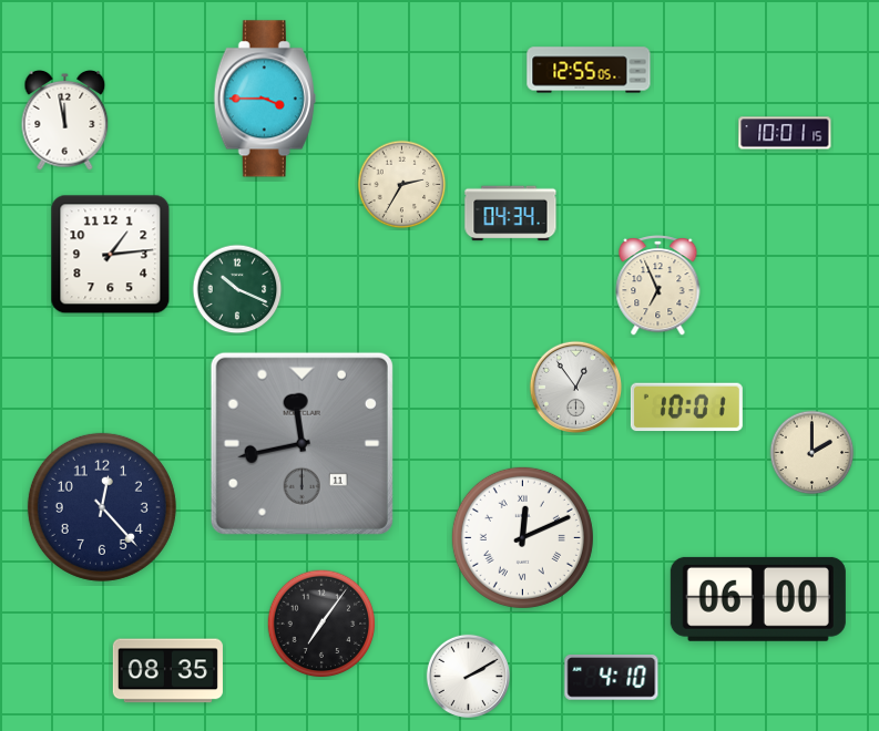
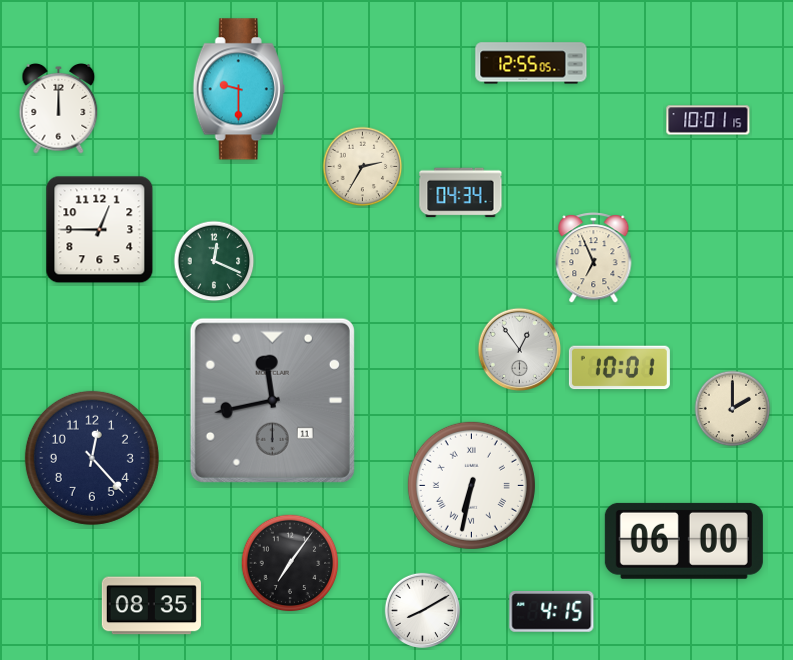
clock at (265, 99): 3:45 -> 9:30
clock at (65, 121): 11:58 -> 12:00
clock at (111, 255): 1:14 -> 12:45
clock at (237, 289): 10:19 -> 12:19
clock at (522, 537): 12:11 -> 6:32
clock at (468, 676): 2:10 -> 8:10
clock at (612, 678): 4:10 -> 4:15
